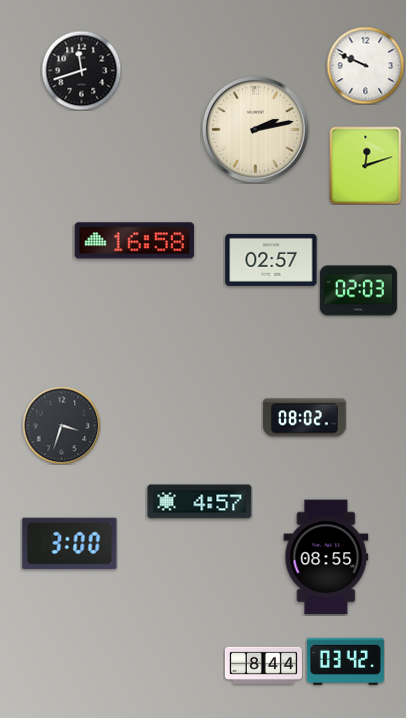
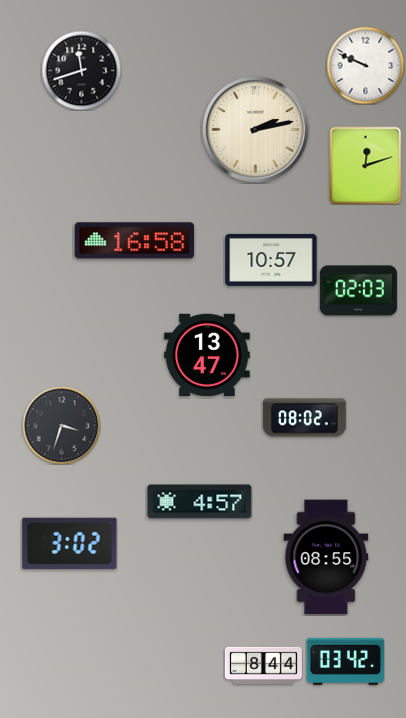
clock at (271, 260): 02:57 -> 10:57
clock at (207, 354): none -> 13:47
clock at (70, 544): 3:00 -> 3:02
